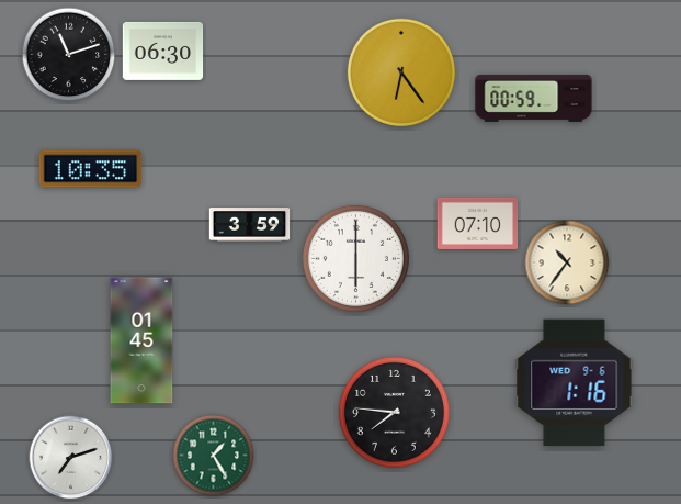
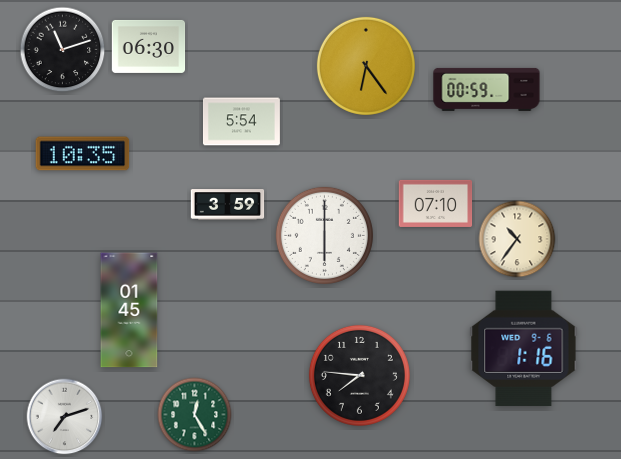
clock at (241, 122): none -> 5:54
clock at (214, 456): 1:25 -> 12:25
